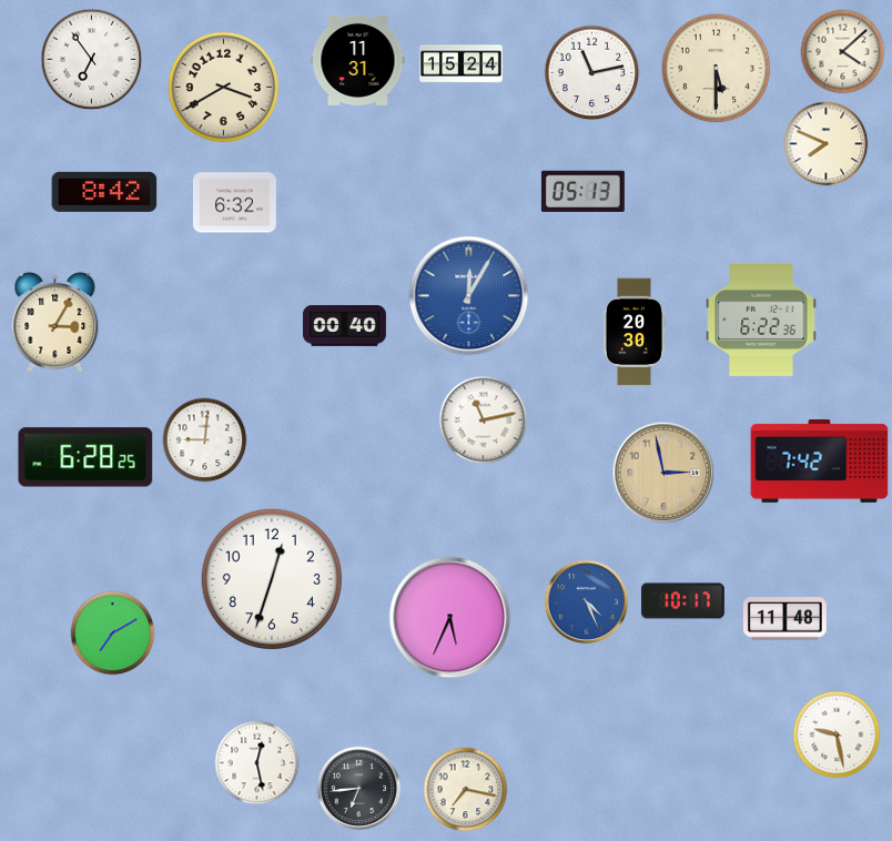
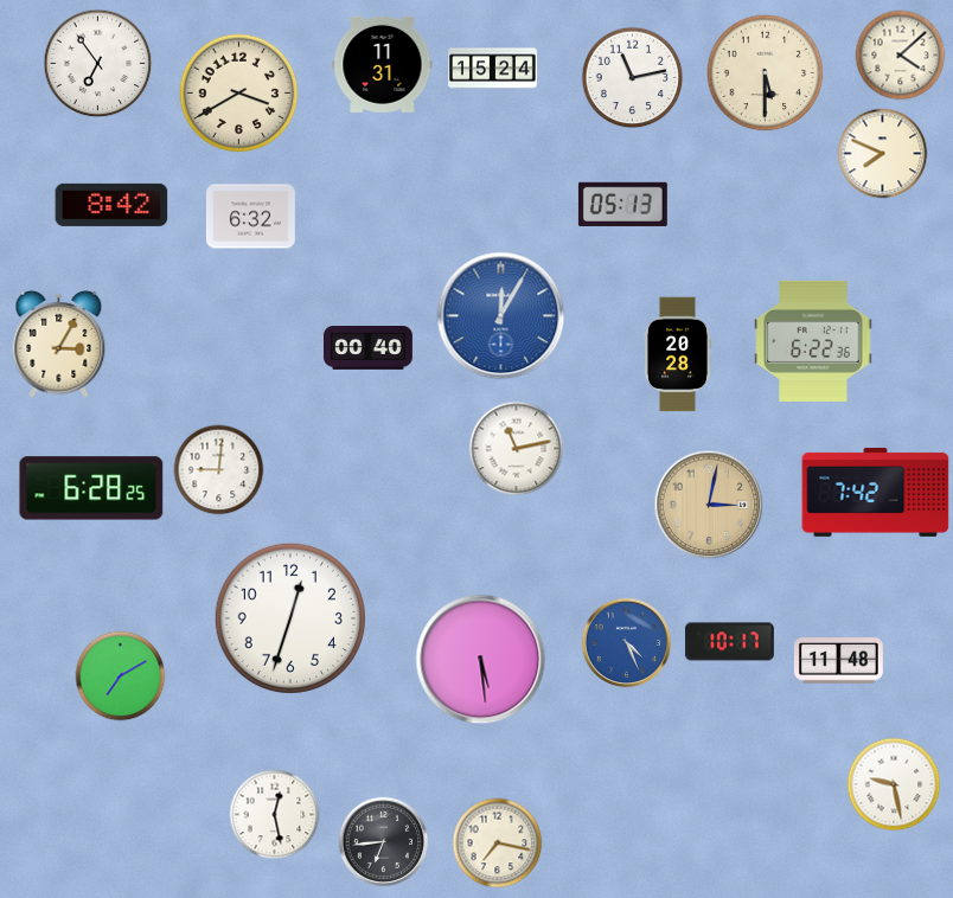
clock at (635, 332): 20:30 -> 20:28
clock at (663, 473): 2:58 -> 3:02
clock at (450, 618): 5:34 -> 5:29
